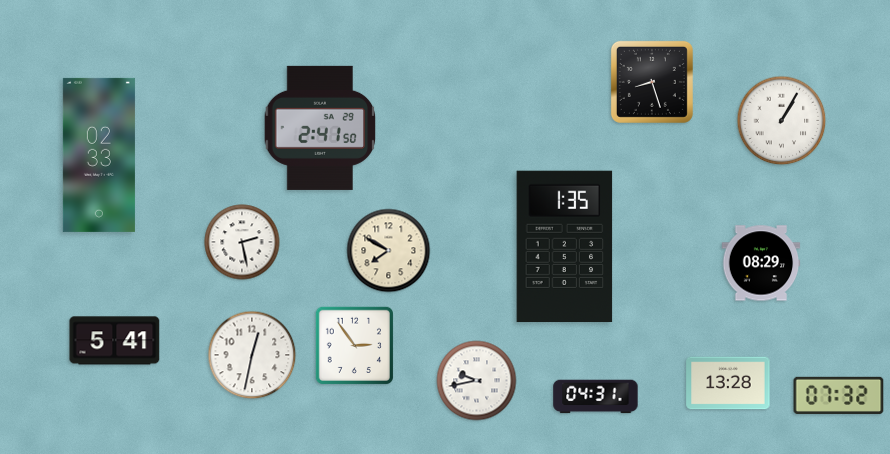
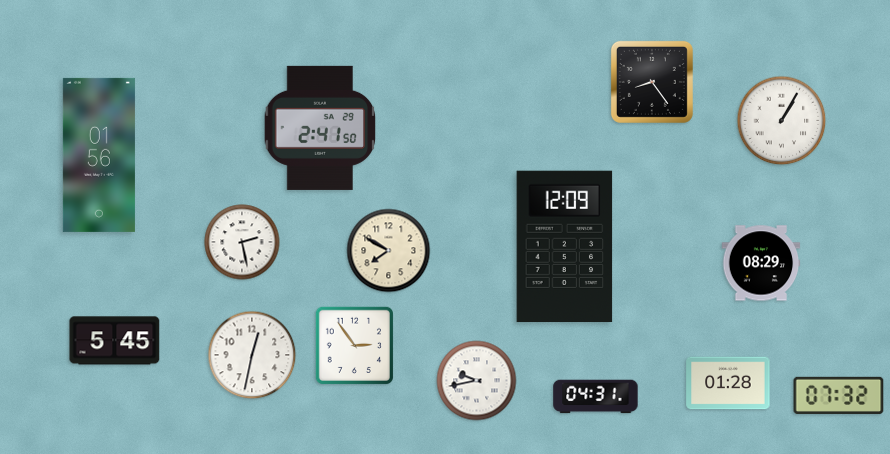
clock at (652, 82): 8:27 -> 8:24
clock at (99, 155): 02:33 -> 01:56
clock at (565, 247): 1:35 -> 12:09
clock at (115, 341): 5:41 -> 5:45
clock at (728, 383): 13:28 -> 01:28
